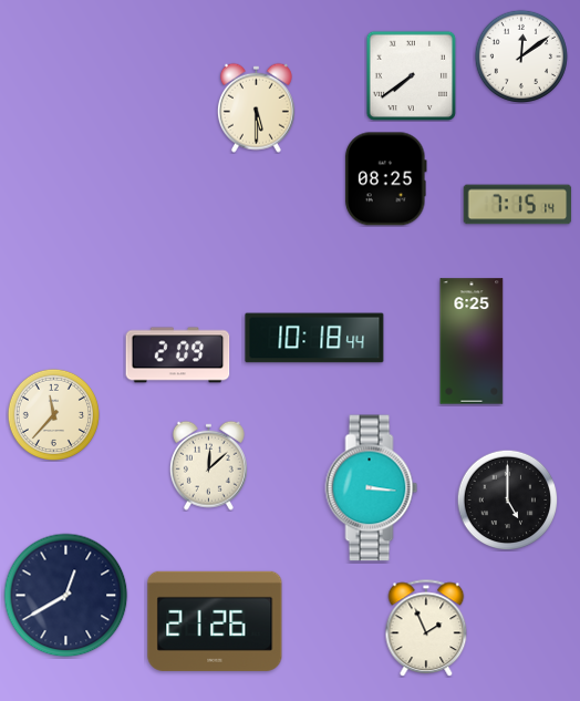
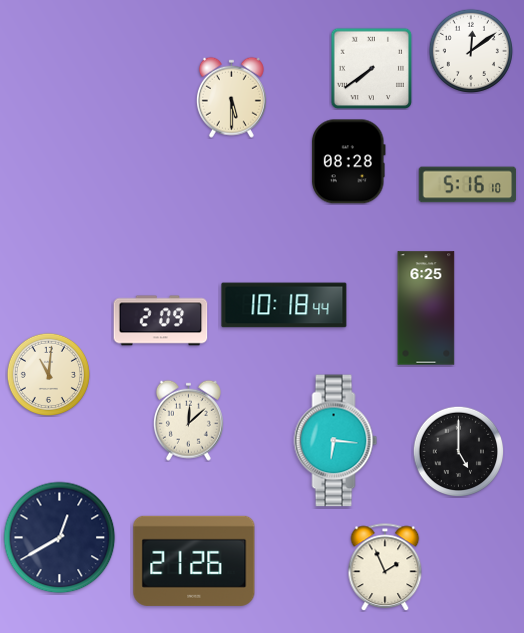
clock at (385, 179): 08:25 -> 08:28
clock at (518, 205): 7:15 -> 5:16
clock at (53, 414): 11:37 -> 11:01
clock at (372, 488): 3:16 -> 6:16
